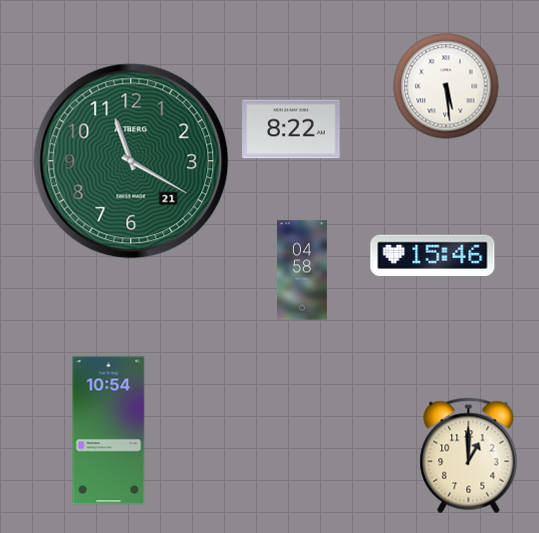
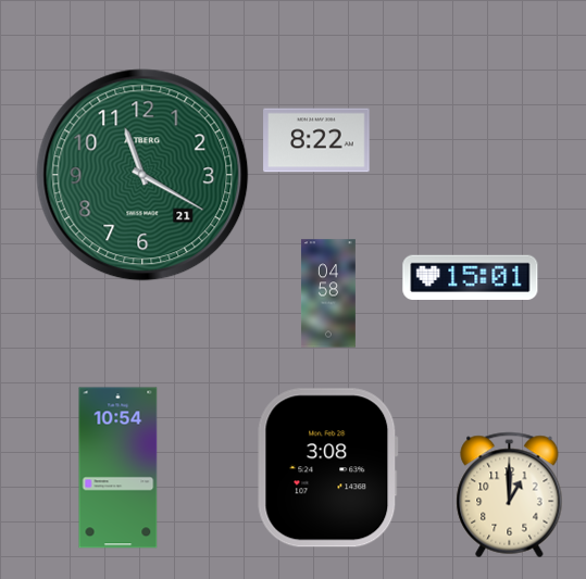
clock at (446, 86): 5:29 -> none
clock at (433, 255): 15:46 -> 15:01
clock at (328, 468): none -> 3:08
